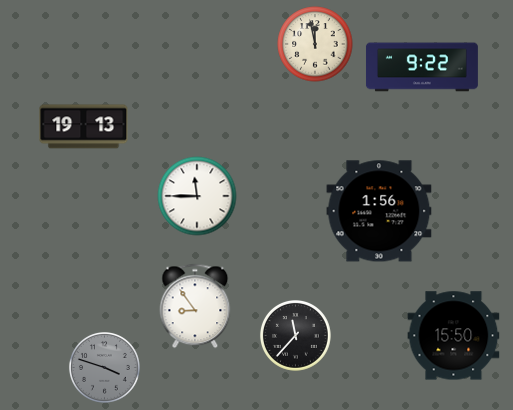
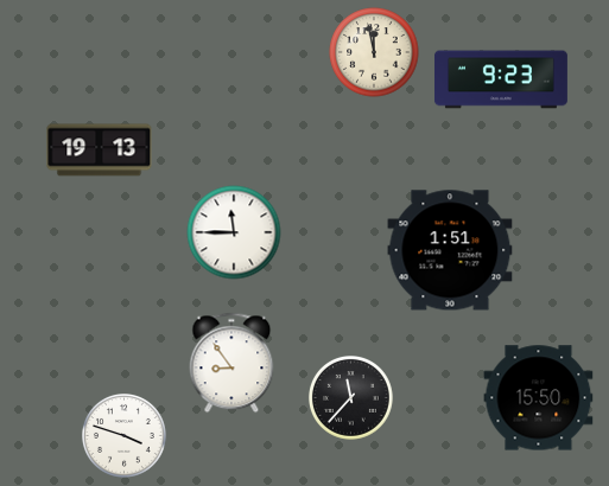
clock at (422, 67): 9:22 -> 9:23
clock at (379, 211): 1:56 -> 1:51
clock at (105, 368) dial: grey -> white
